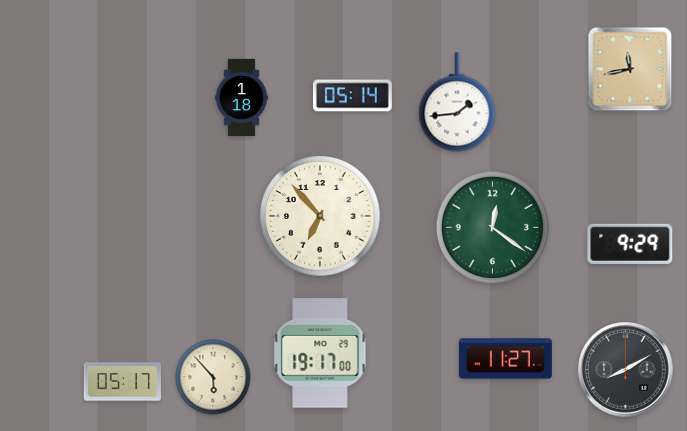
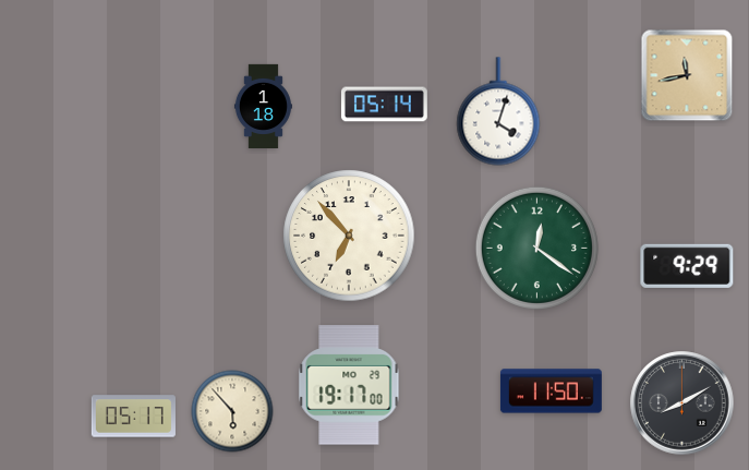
clock at (457, 102): 1:44 -> 4:03
clock at (505, 359): 11:27 -> 11:50
